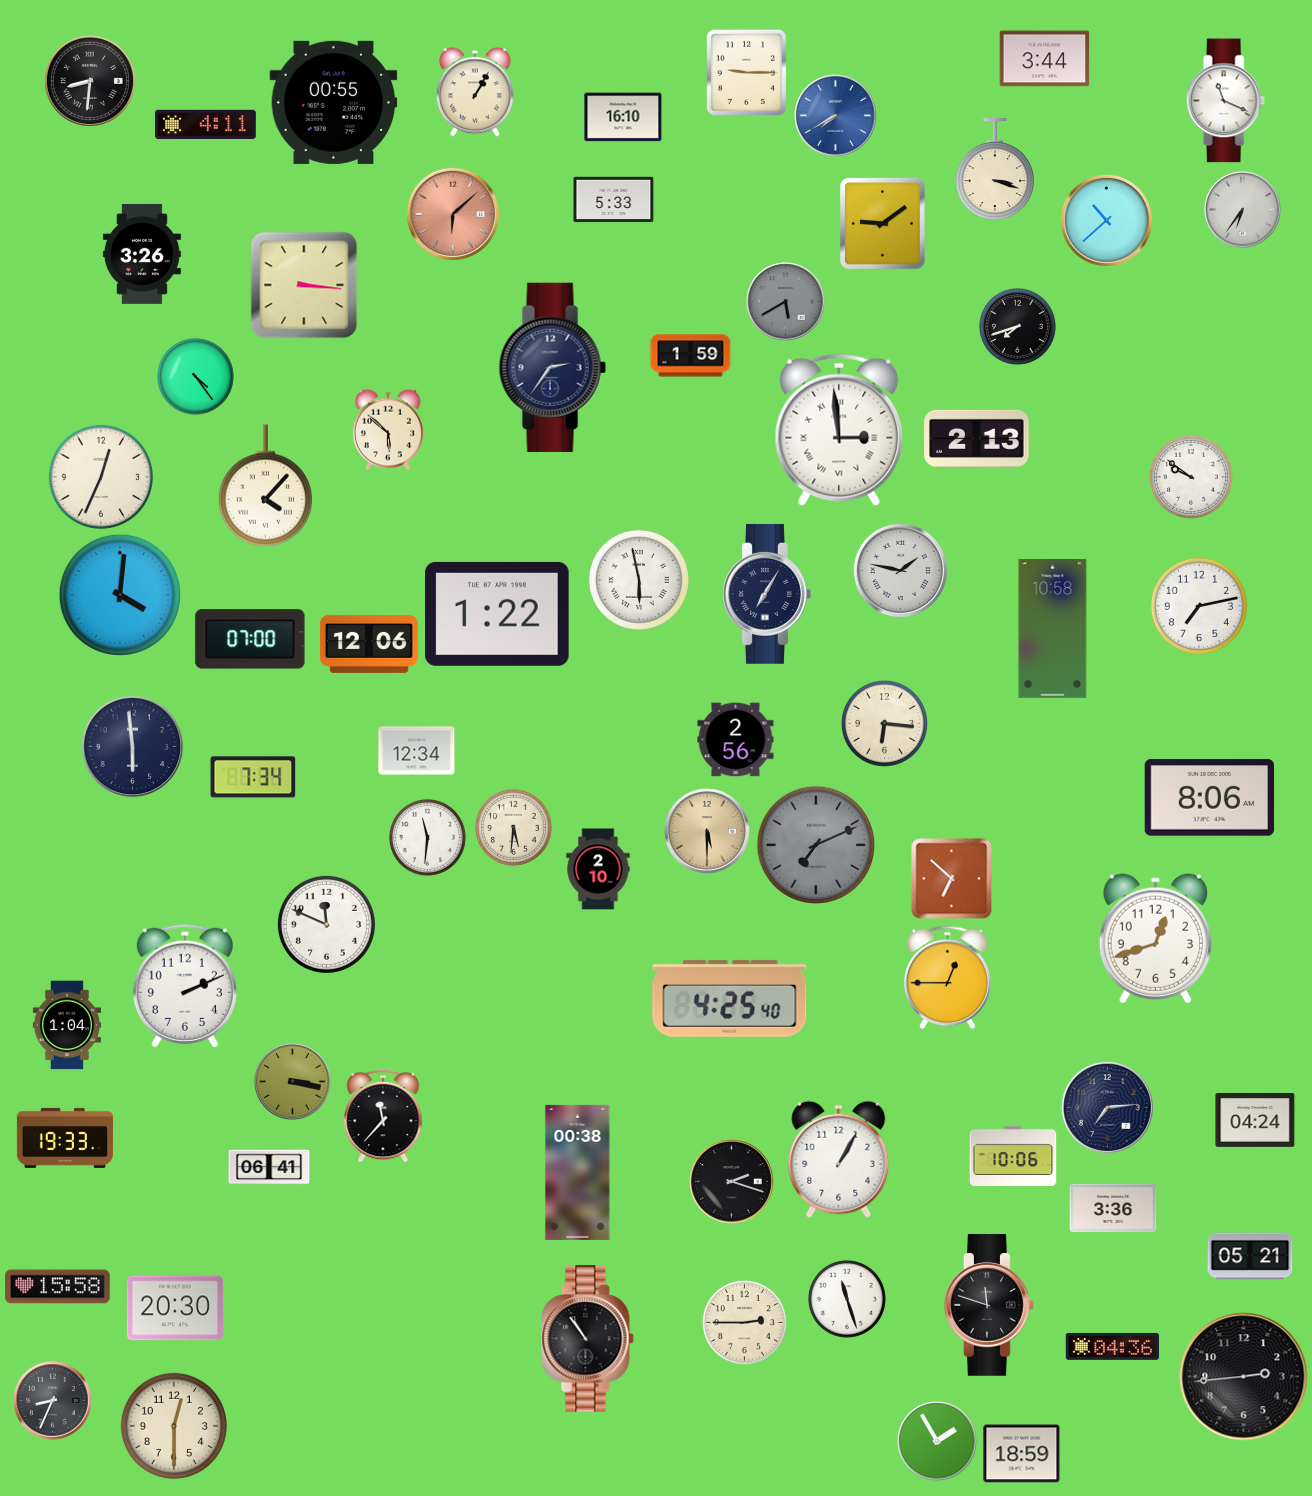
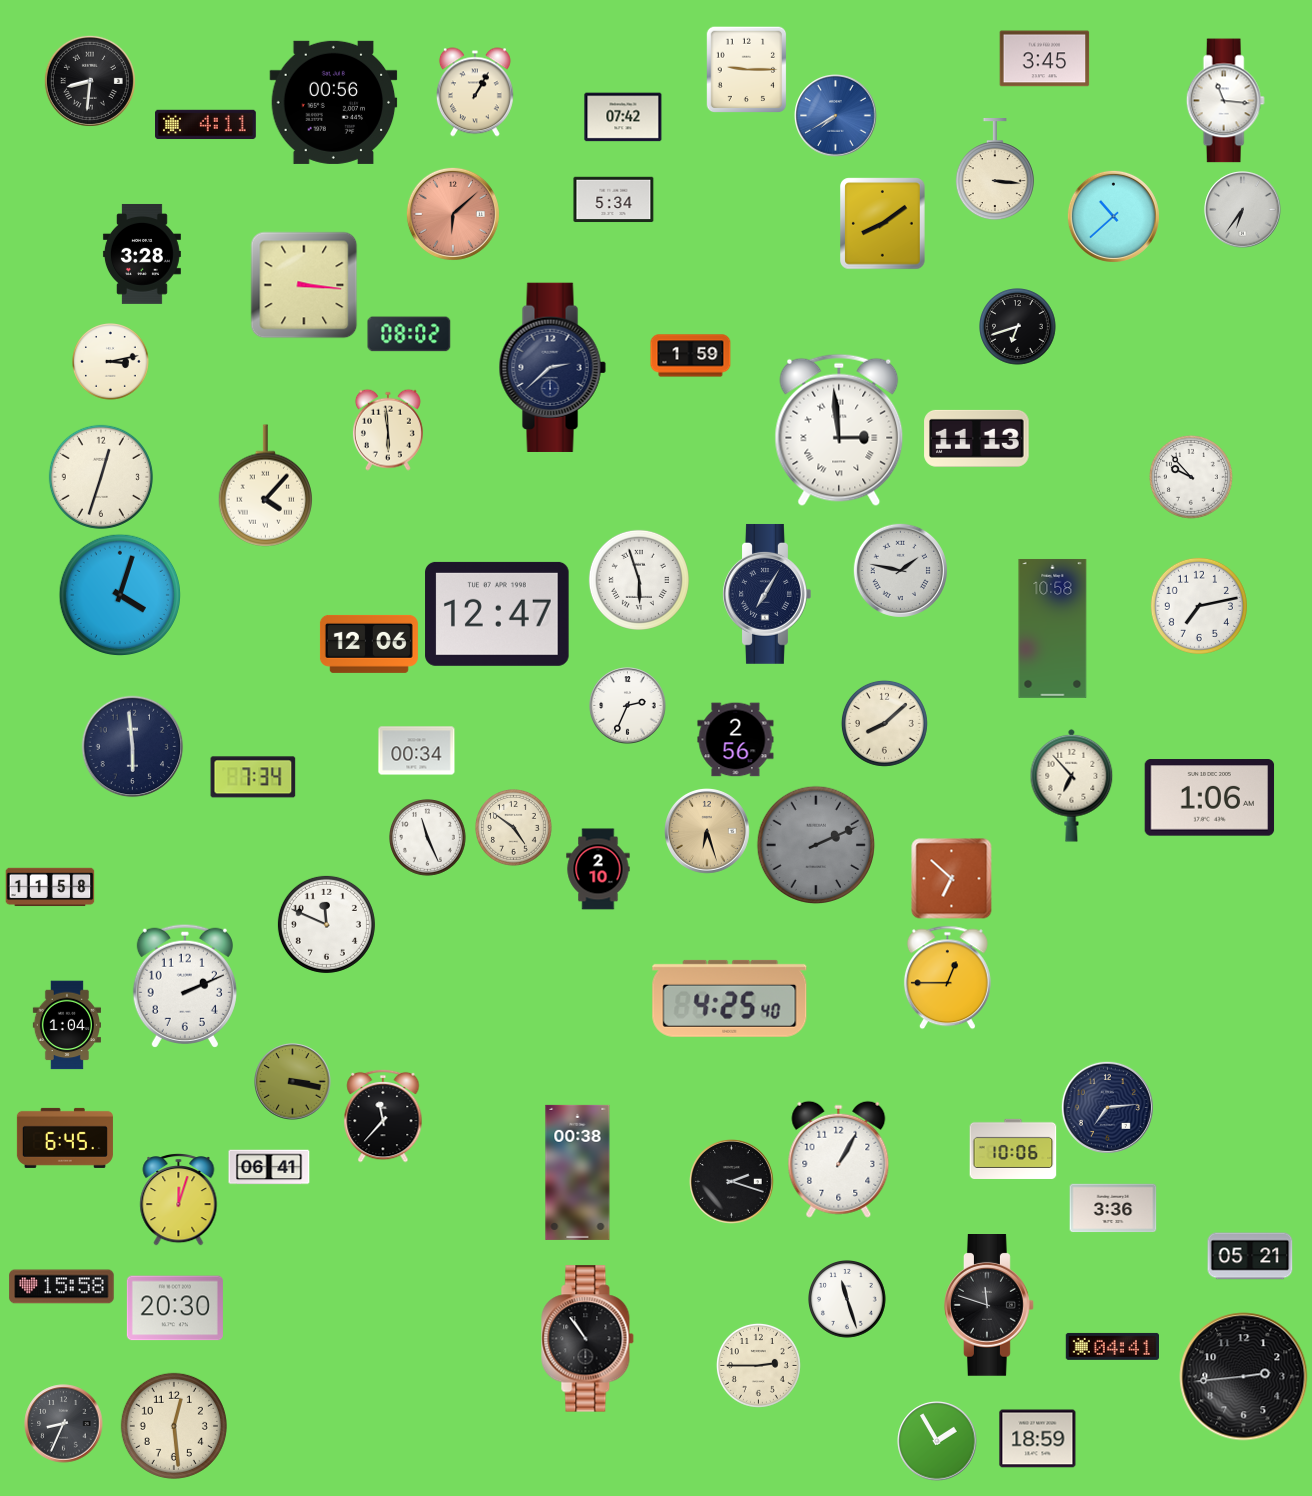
clock at (1045, 59): 3:44 -> 3:45
clock at (747, 72) position: (747, 72) -> (747, 69)
clock at (1225, 101): 11:19 -> 11:16
clock at (334, 102): 00:55 -> 00:56
clock at (623, 117): 16:10 -> 07:42
clock at (995, 170): 3:18 -> 3:16
clock at (614, 200): 5:33 -> 5:34
clock at (1106, 220) position: (1106, 220) -> (1113, 216)
clock at (883, 224): 9:09 -> 8:09
clock at (142, 254): 3:26 -> 3:28
clock at (786, 302): 5:40 -> none
clock at (1018, 327): 7:42 -> 6:42
clock at (409, 334): none -> 08:02
clock at (111, 362): none -> 3:13
clock at (552, 367): 2:36 -> 2:38
clock at (196, 377): 4:24 -> none
clock at (388, 430): 5:52 -> 5:59
clock at (977, 438): 2:13 -> 11:13
clock at (101, 477): 12:34 -> 12:33
clock at (1191, 477): 9:51 -> 9:53
clock at (639, 580): 5:58 -> 5:57
clock at (120, 595): 4:01 -> 4:03
clock at (497, 614): 1:22 -> 12:47
clock at (250, 639): 07:00 -> none
clock at (628, 706): none -> 2:34
clock at (884, 723): 6:16 -> 8:08
clock at (417, 751): 12:34 -> 00:34
clock at (1072, 785): none -> 6:53
clock at (1210, 798): 8:06 -> 1:06
clock at (514, 828): 5:31 -> 4:51
clock at (708, 832): 5:30 -> 6:27
clock at (428, 838): 11:31 -> 11:26
clock at (815, 844): 7:11 -> 2:11
clock at (50, 887): none -> 11:58
clock at (1155, 939): 12:42 -> none
clock at (1255, 1120): 04:24 -> none
clock at (65, 1138): 19:33 -> 6:45
clock at (1013, 1156) position: (1013, 1156) -> (1013, 1149)
clock at (179, 1200): none -> 12:03
clock at (58, 1287) position: (58, 1287) -> (62, 1287)
clock at (744, 1322) position: (744, 1322) -> (758, 1365)
clock at (1112, 1346): 04:36 -> 04:41
clock at (53, 1401) position: (53, 1401) -> (64, 1424)
clock at (174, 1426): 12:30 -> 12:29
clock at (1022, 1454) position: (1022, 1454) -> (1038, 1439)
